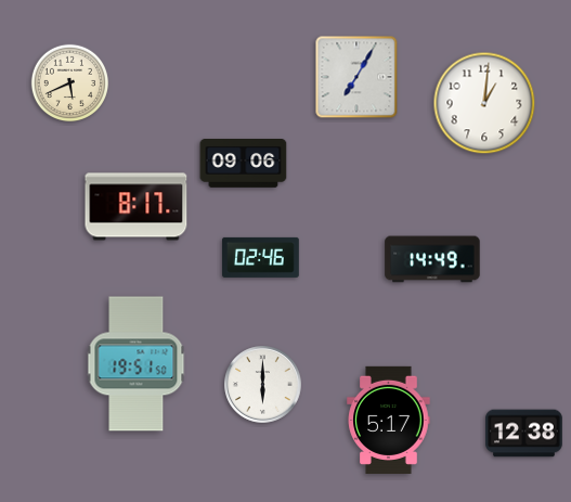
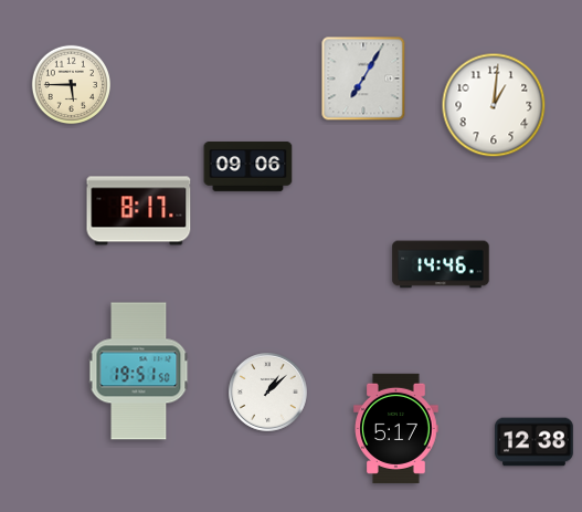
clock at (70, 83): 5:41 -> 5:45
clock at (261, 257): 02:46 -> none
clock at (432, 259): 14:49 -> 14:46
clock at (263, 385): 6:00 -> 1:08
